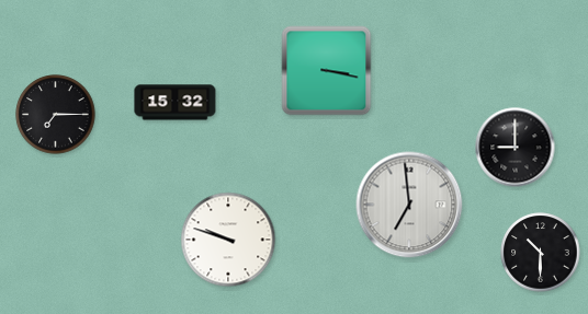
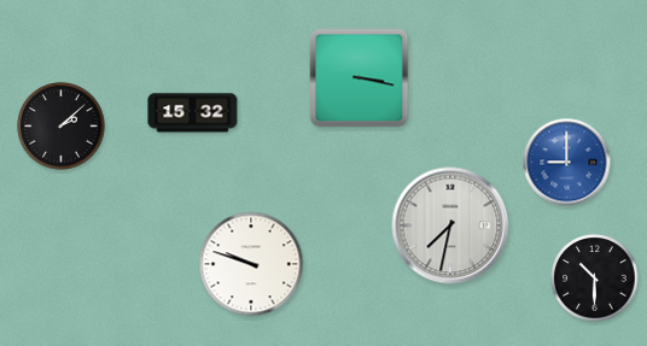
clock at (56, 115): 7:15 -> 2:08
clock at (516, 148) dial: black -> blue
clock at (409, 205): 6:59 -> 7:32
